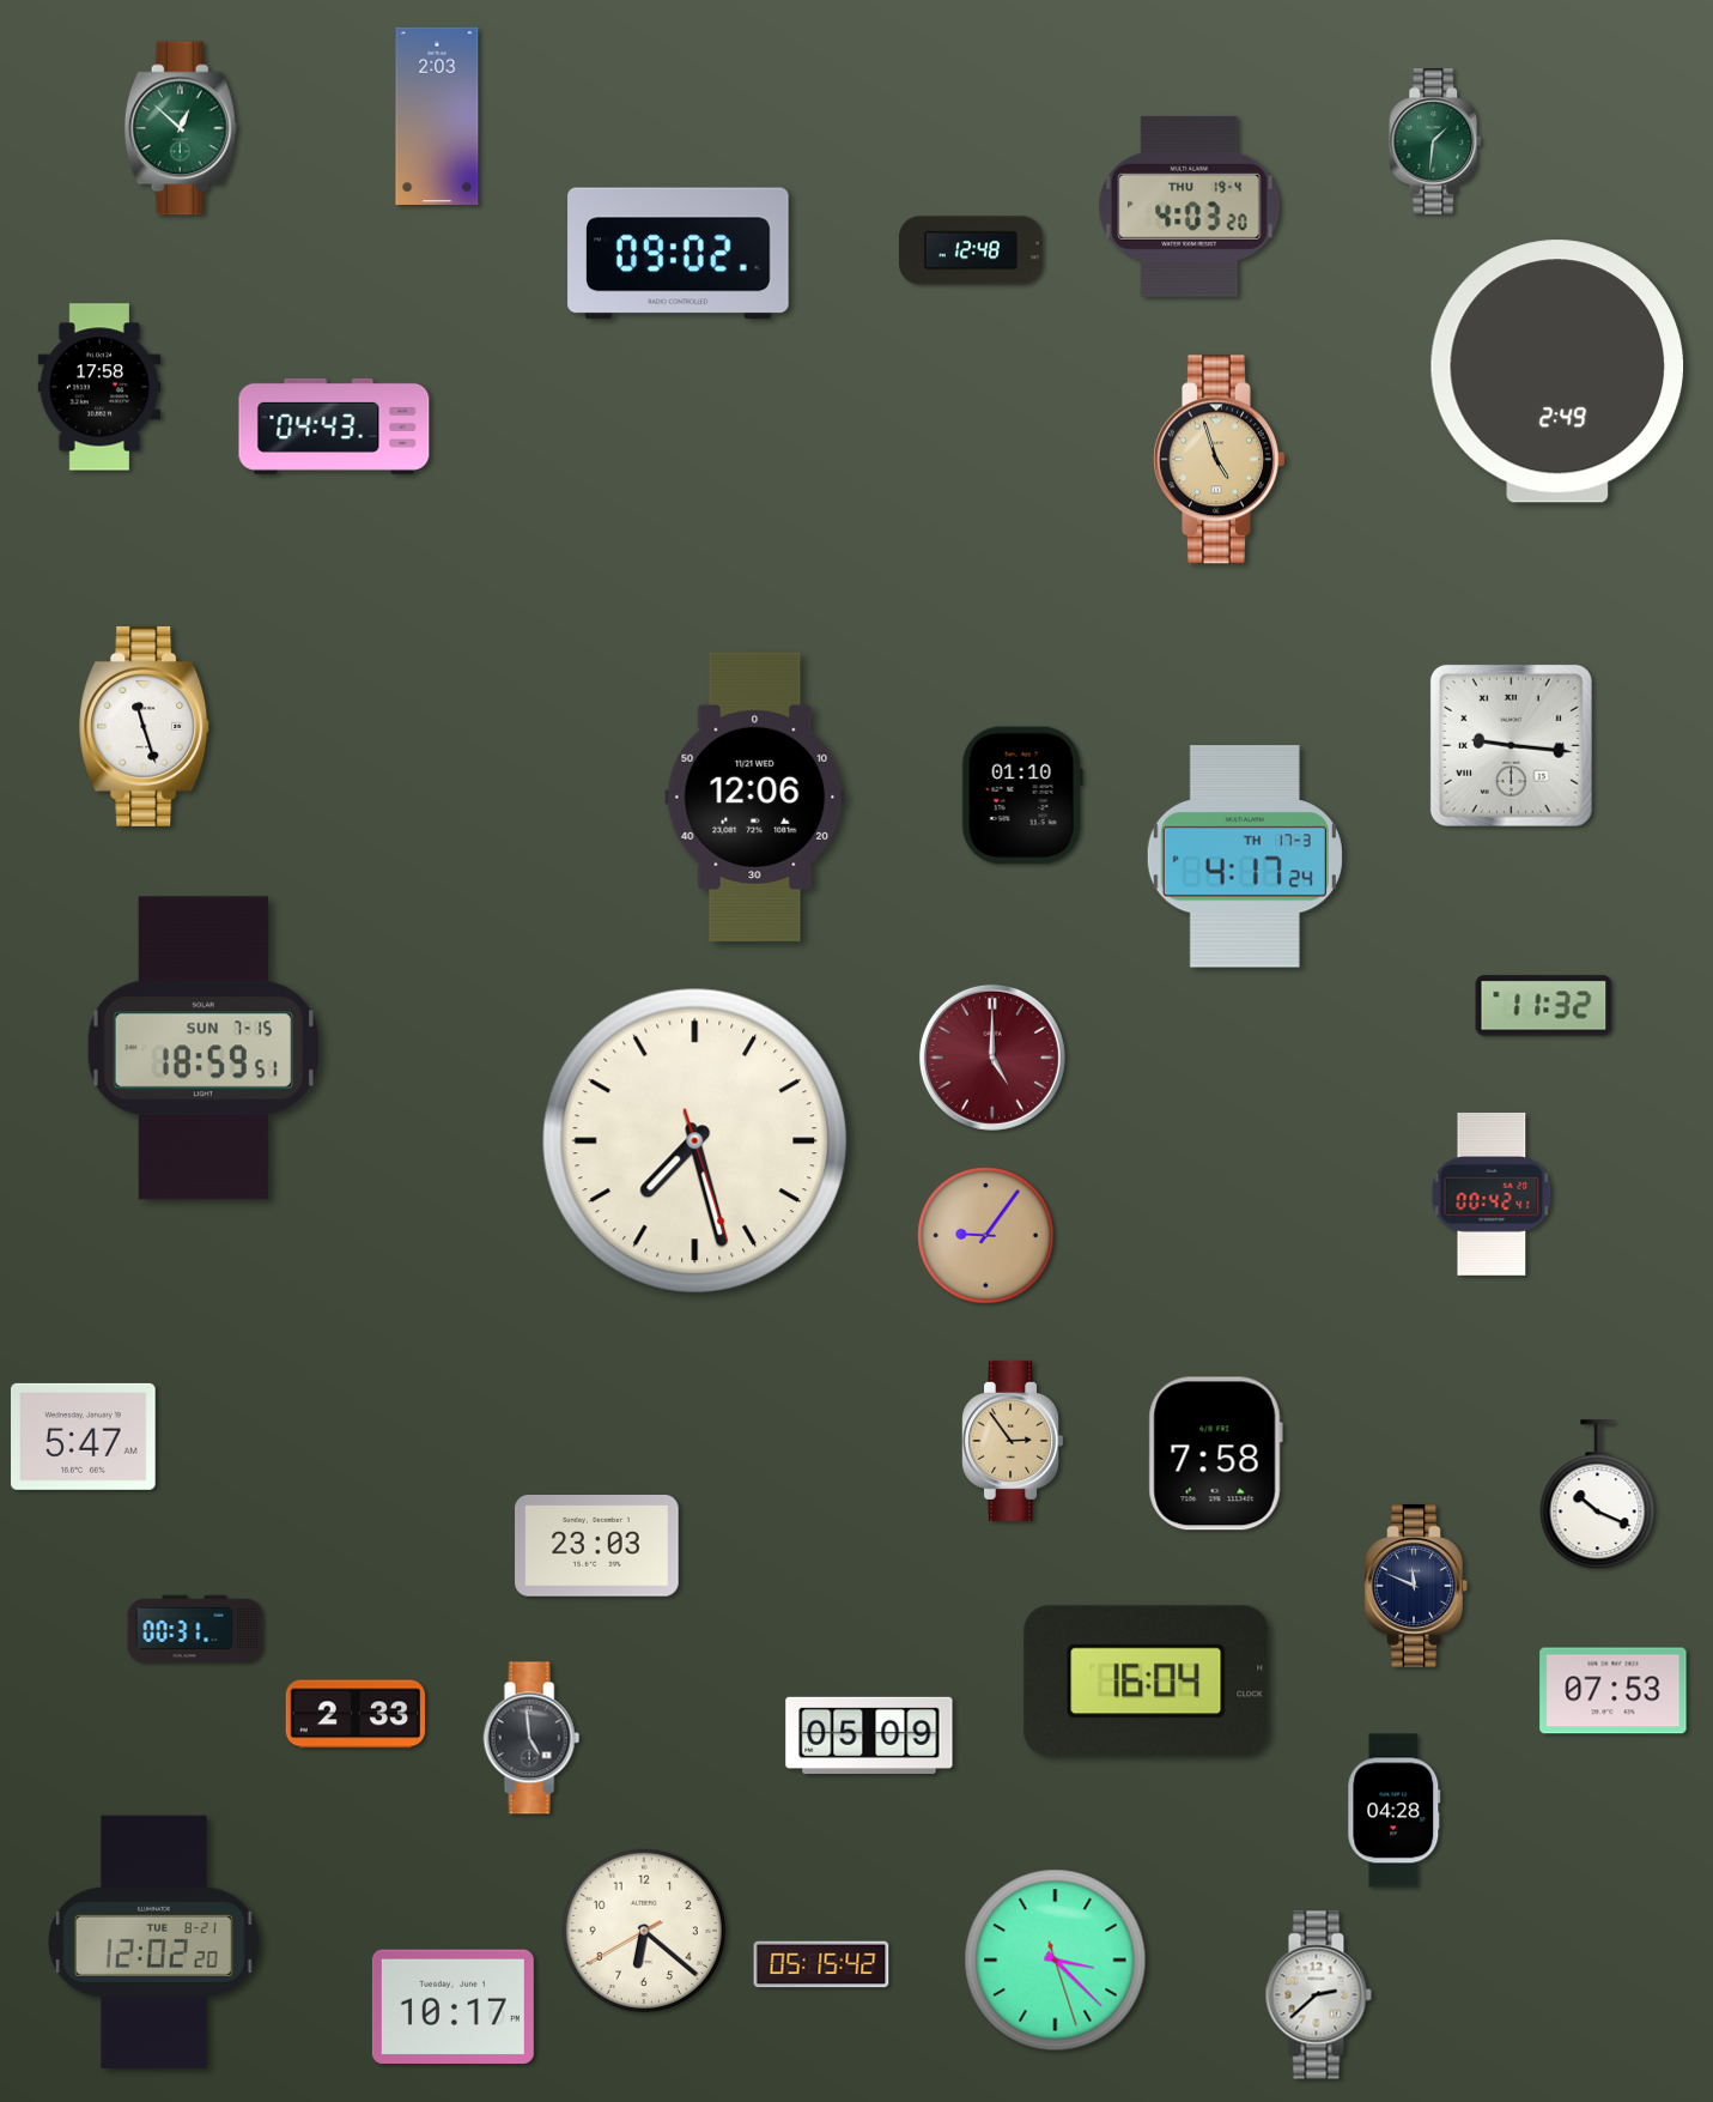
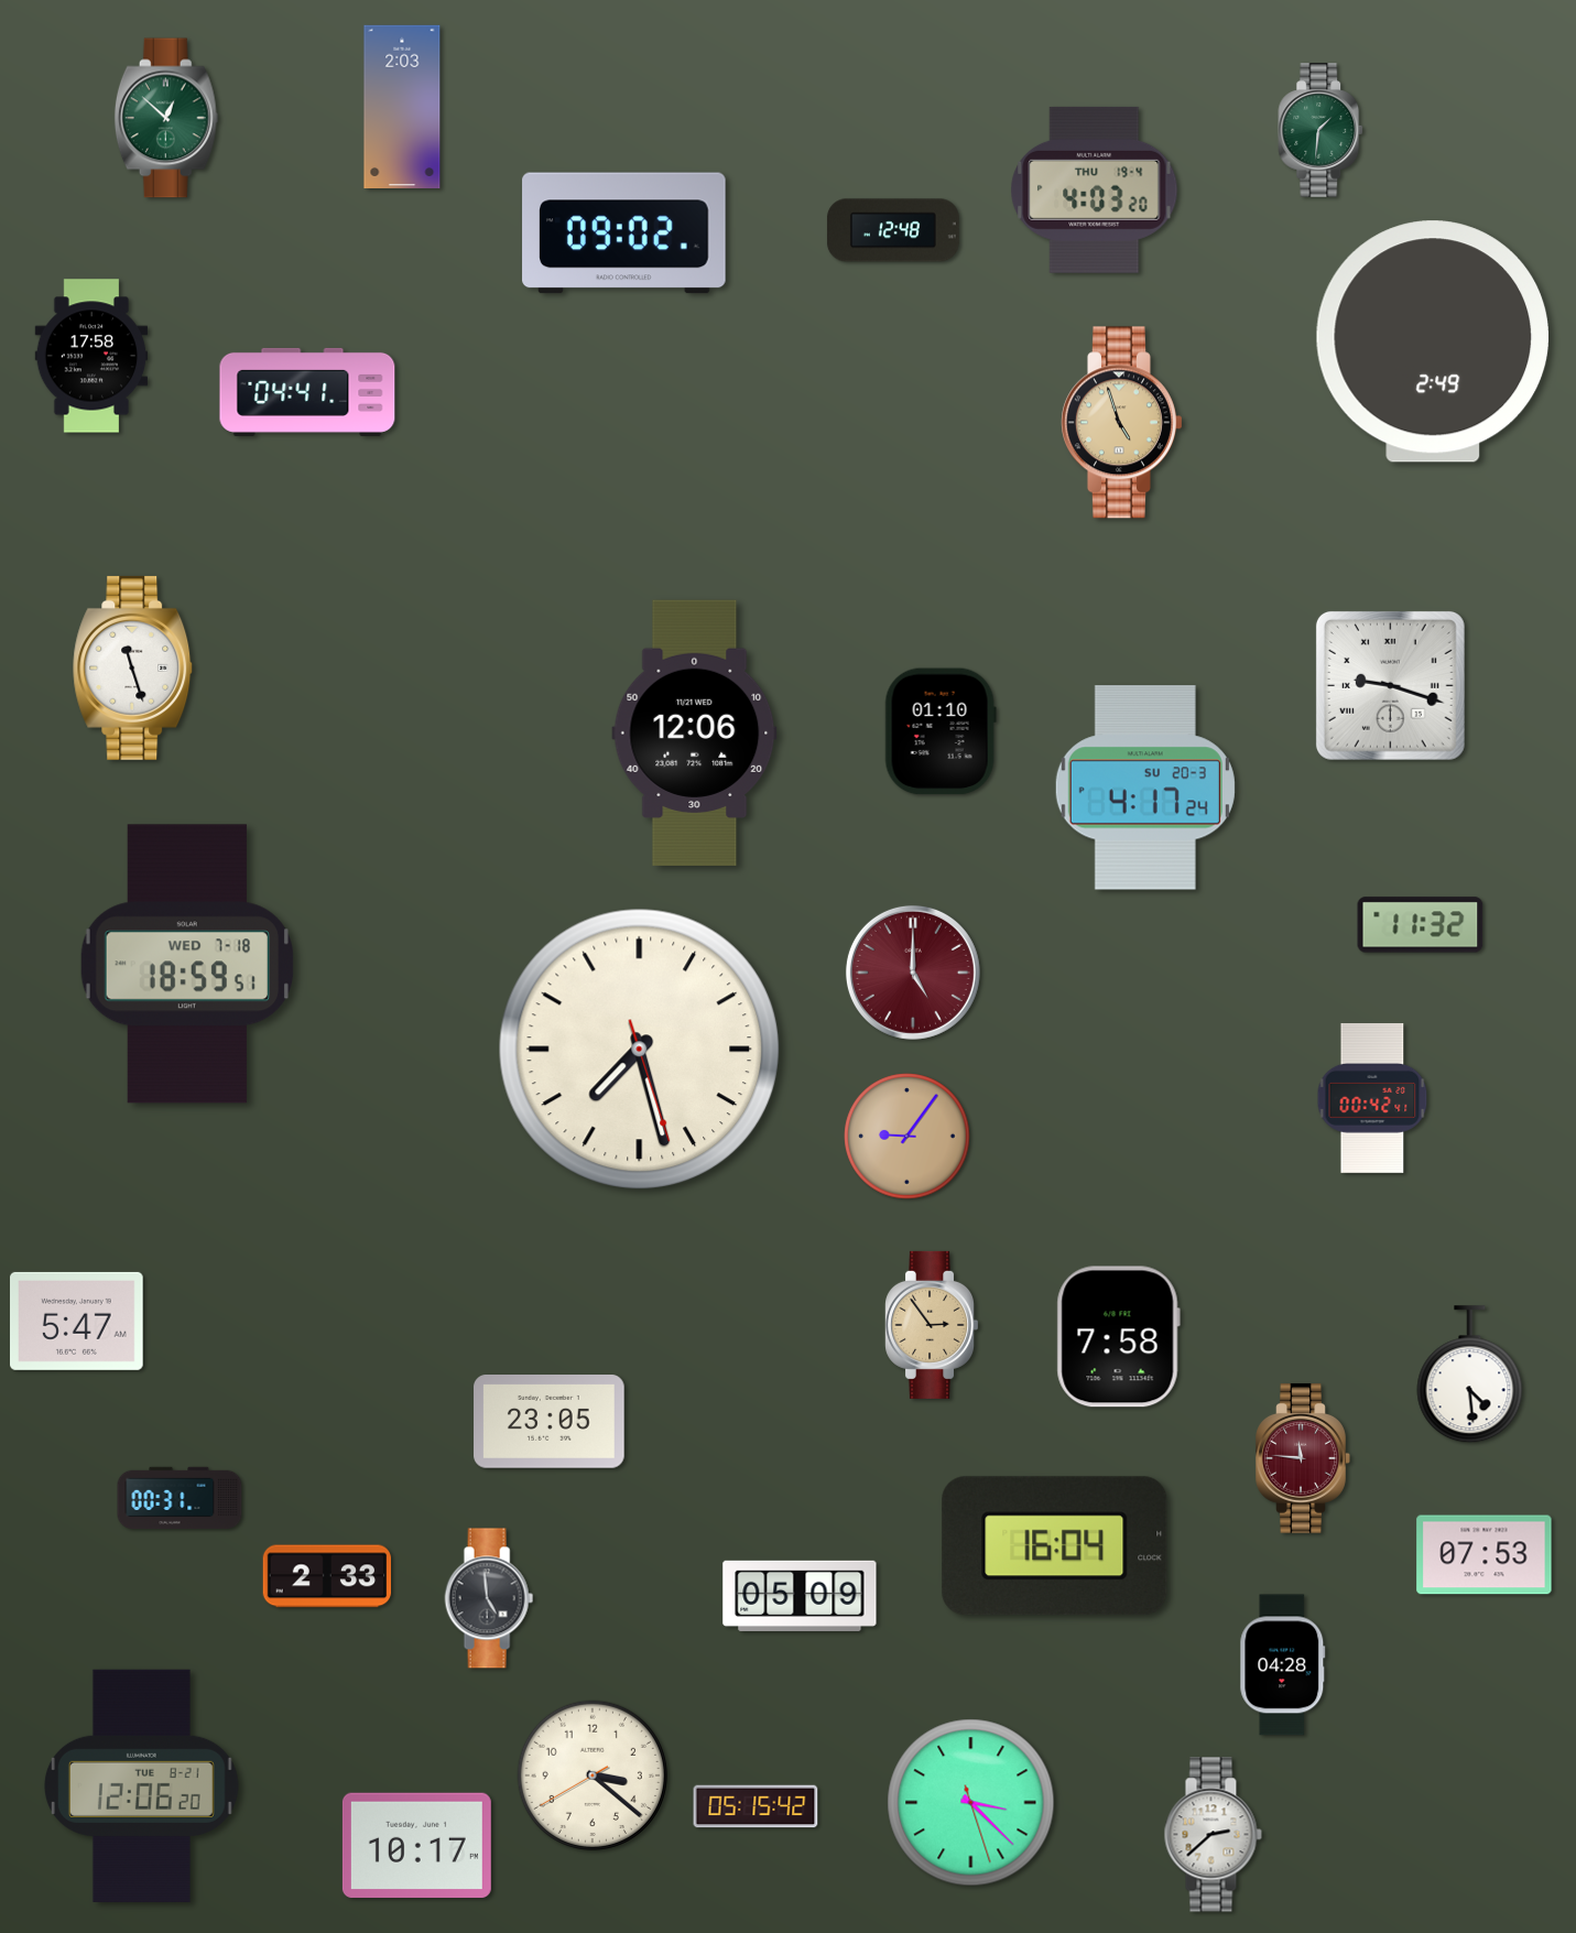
clock at (334, 426): 04:43 -> 04:41
clock at (1511, 745): 9:16 -> 9:18
clock at (1245, 856) date: TH 17-3 -> SU 20-3
clock at (202, 1048) date: SUN 7-15 -> WED 7-18
clock at (1598, 1495): 10:19 -> 4:29
clock at (597, 1546): 23:03 -> 23:05
clock at (1416, 1586): 11:49 -> 11:46
clock at (1416, 1586) dial: navy -> burgundy
clock at (644, 1931): 6:21 -> 3:21
clock at (153, 1942): 12:02 -> 12:06
